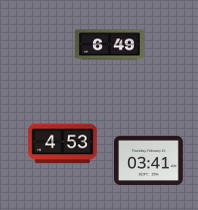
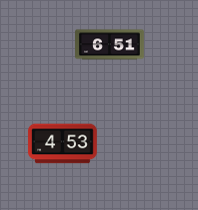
clock at (110, 45): 6:49 -> 6:51
clock at (149, 160): 03:41 -> none
